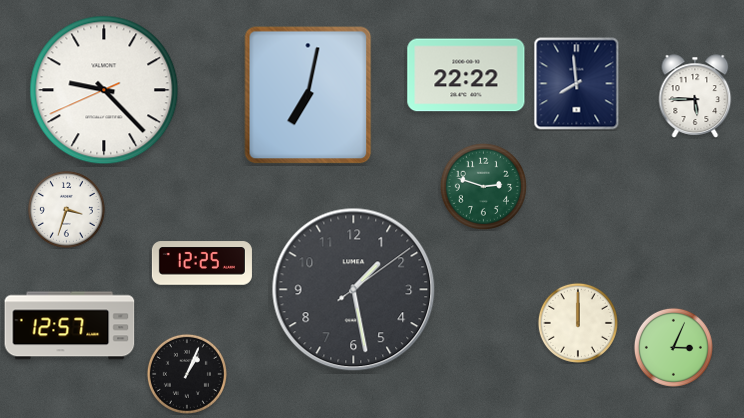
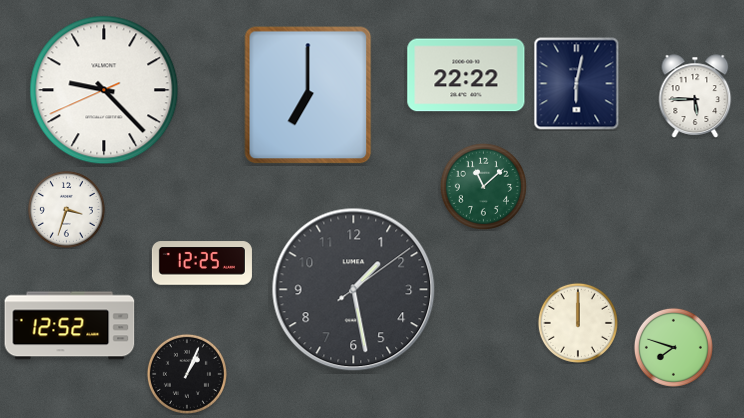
clock at (577, 84): 7:59 -> 6:02
clock at (308, 95): 7:02 -> 7:00
clock at (483, 186): 2:48 -> 11:08
clock at (70, 326): 12:57 -> 12:52
clock at (673, 347): 3:04 -> 7:48
